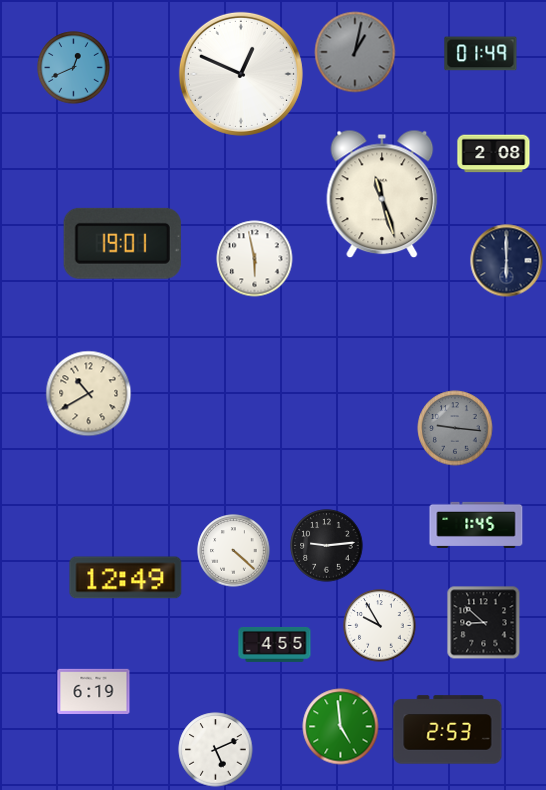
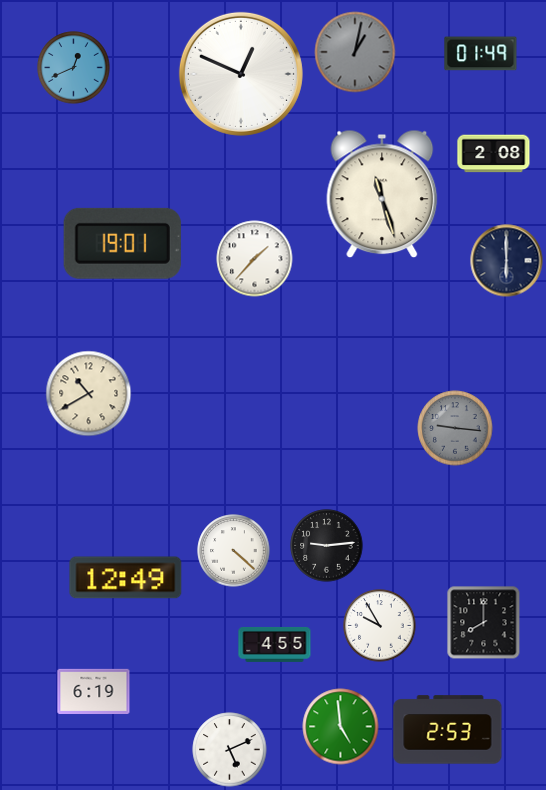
clock at (255, 259): 5:58 -> 1:37
clock at (476, 525): 1:45 -> none
clock at (484, 623): 8:52 -> 8:00
clock at (216, 750) position: (216, 750) -> (230, 750)
